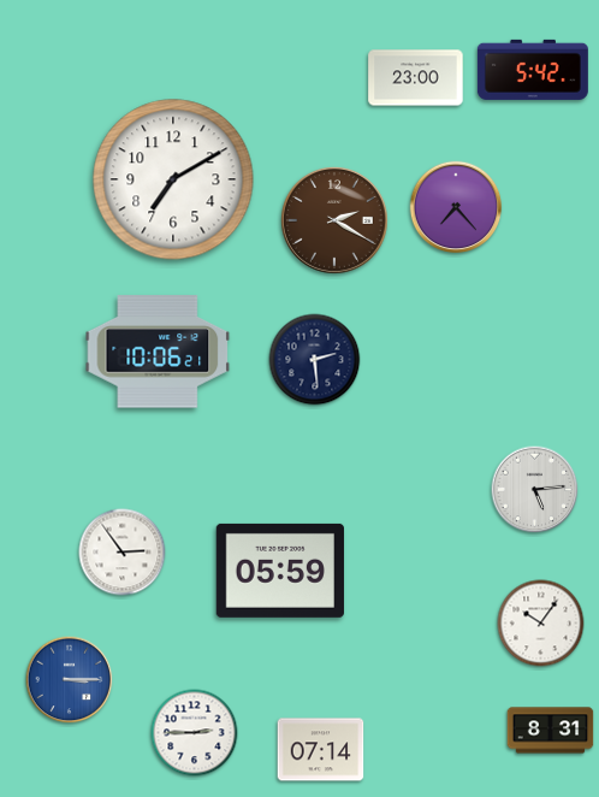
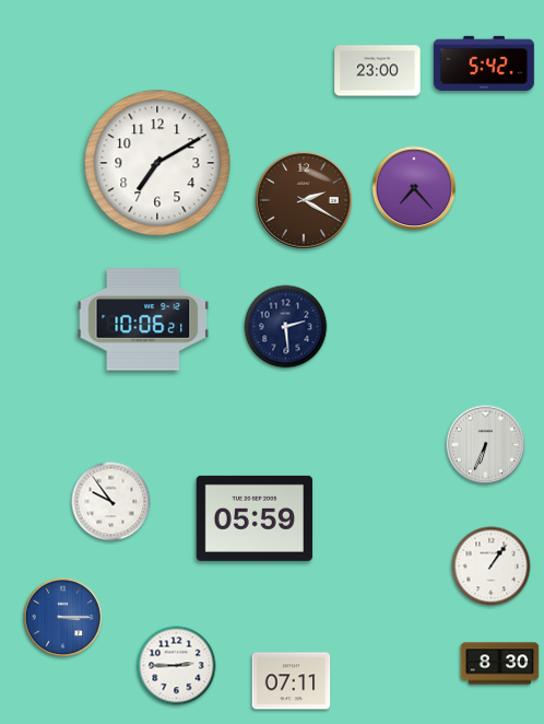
clock at (535, 490): 5:14 -> 6:34
clock at (123, 553): 2:54 -> 9:54
clock at (541, 624): 10:06 -> 1:06
clock at (551, 731): 8:31 -> 8:30
clock at (321, 750): 07:14 -> 07:11
